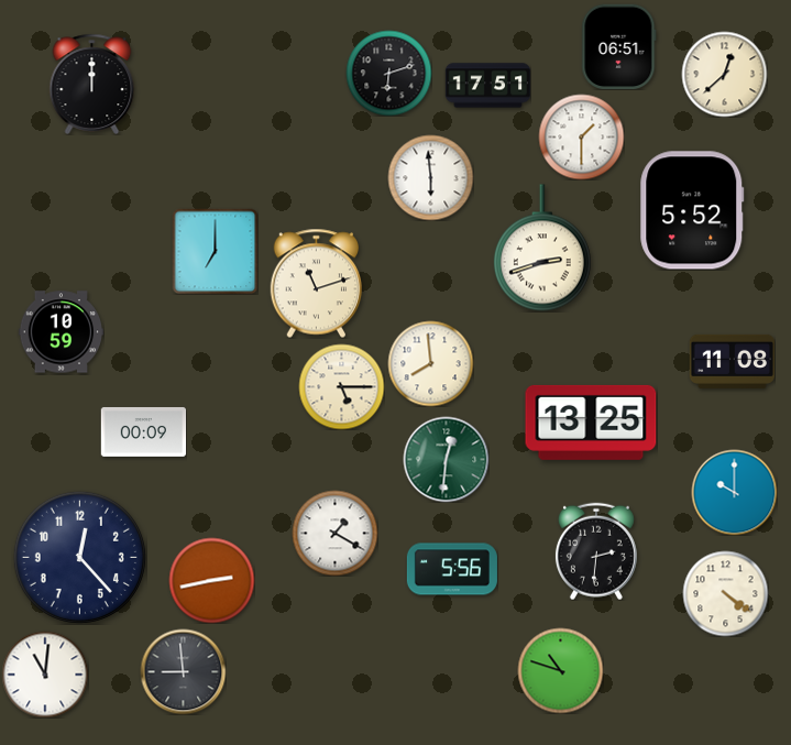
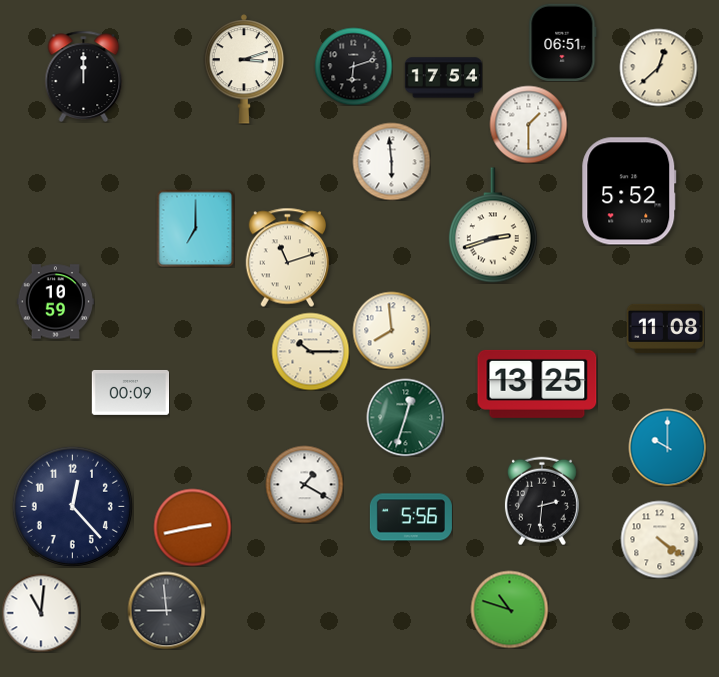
clock at (244, 69): none -> 3:12
clock at (487, 86): 17:51 -> 17:54
clock at (341, 386): 5:15 -> 10:15
clock at (446, 459): 12:31 -> 12:33
